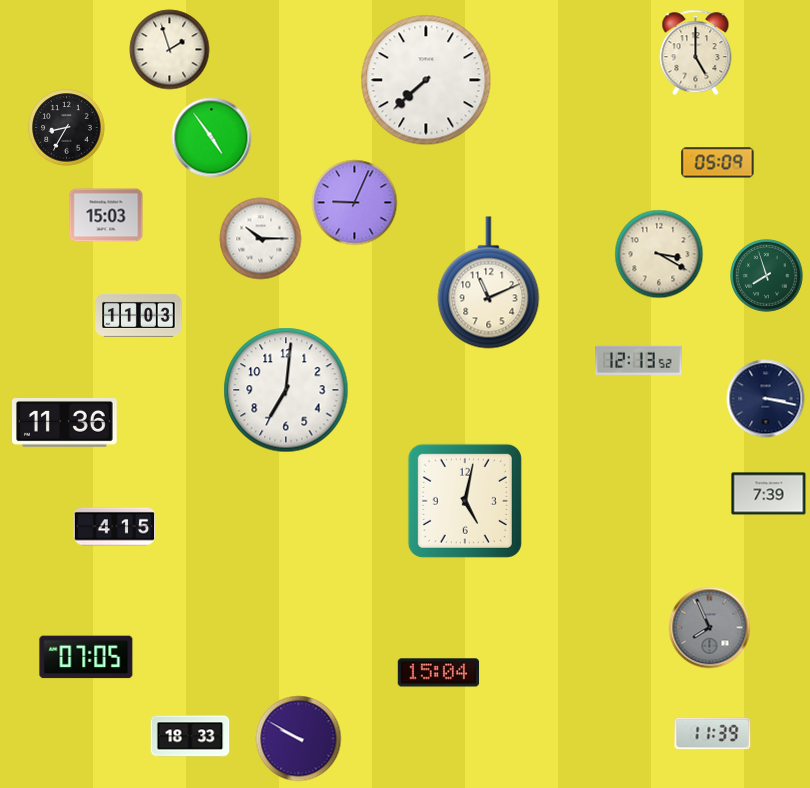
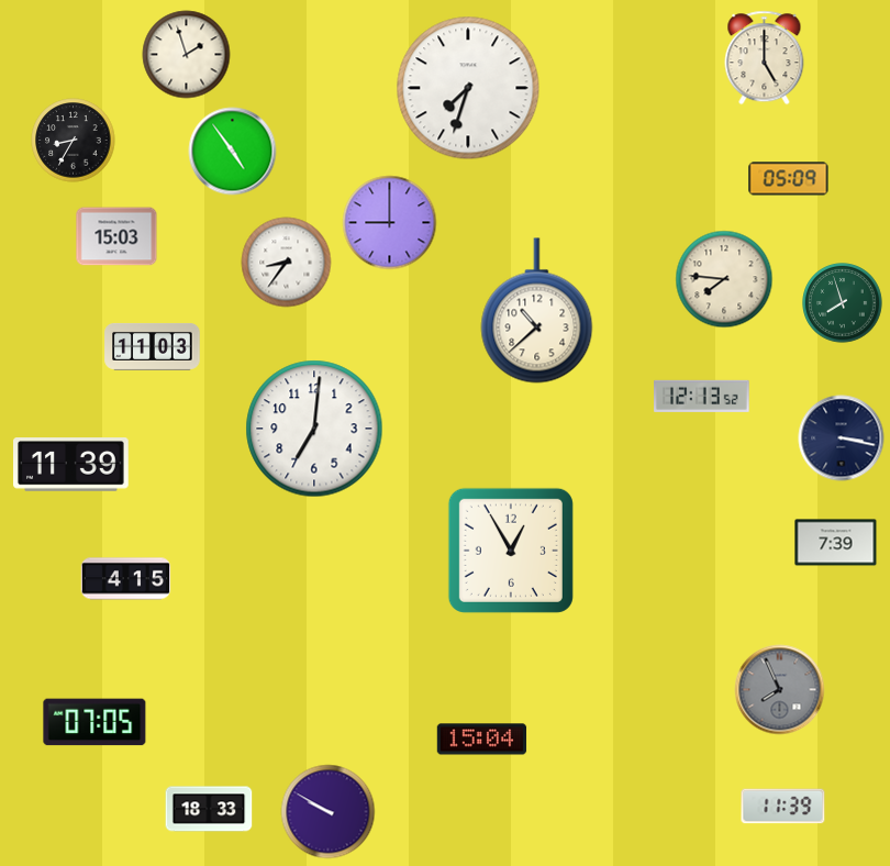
clock at (426, 80): 7:38 -> 7:33
clock at (355, 203): 9:04 -> 9:00
clock at (261, 239): 10:15 -> 8:36
clock at (659, 254): 3:20 -> 7:46
clock at (489, 283): 11:11 -> 10:38
clock at (65, 423): 11:36 -> 11:39
clock at (769, 494) position: (769, 494) -> (836, 543)
clock at (465, 501): 5:02 -> 12:55
